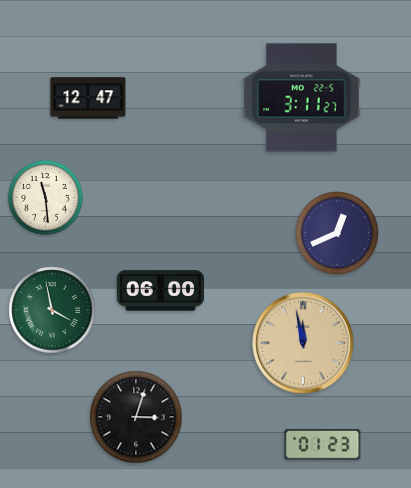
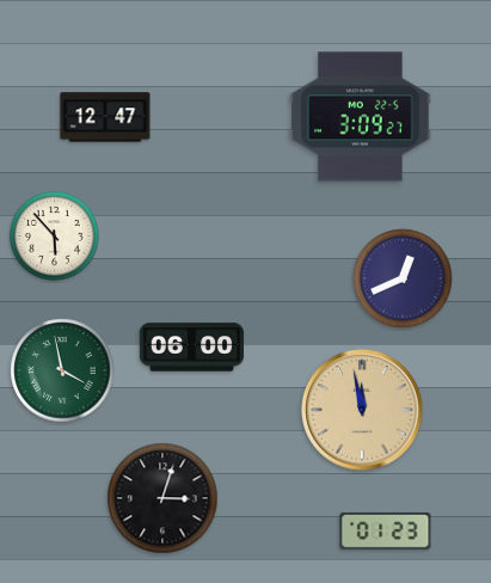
clock at (302, 98): 3:11 -> 3:09
clock at (46, 198): 11:29 -> 5:53
